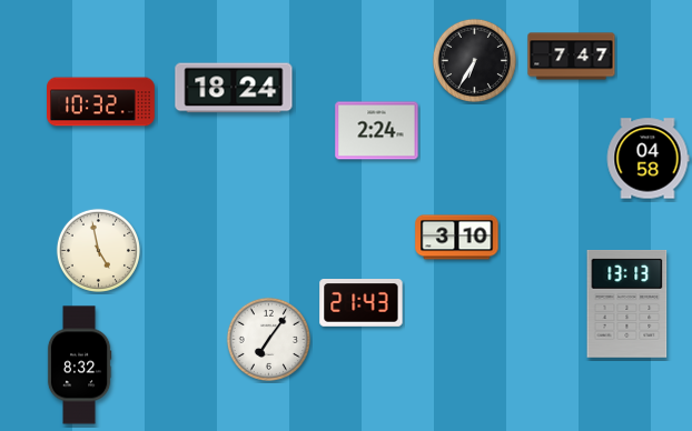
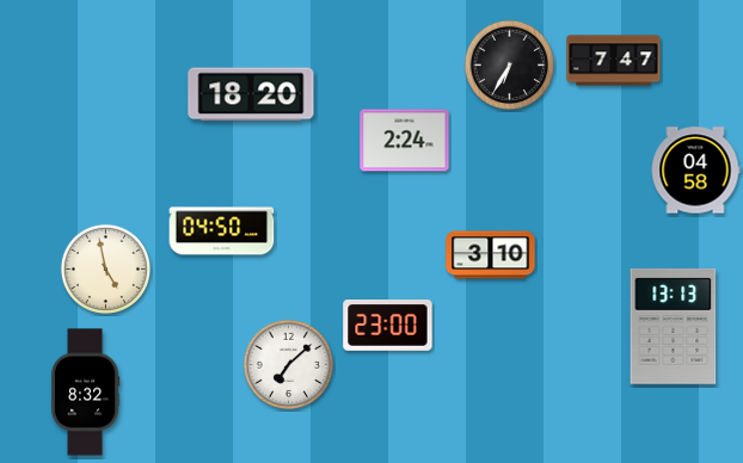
clock at (234, 88): 18:24 -> 18:20
clock at (101, 102): 10:32 -> none
clock at (222, 231): none -> 04:50
clock at (362, 303): 21:43 -> 23:00
clock at (268, 339): 7:06 -> 7:08
